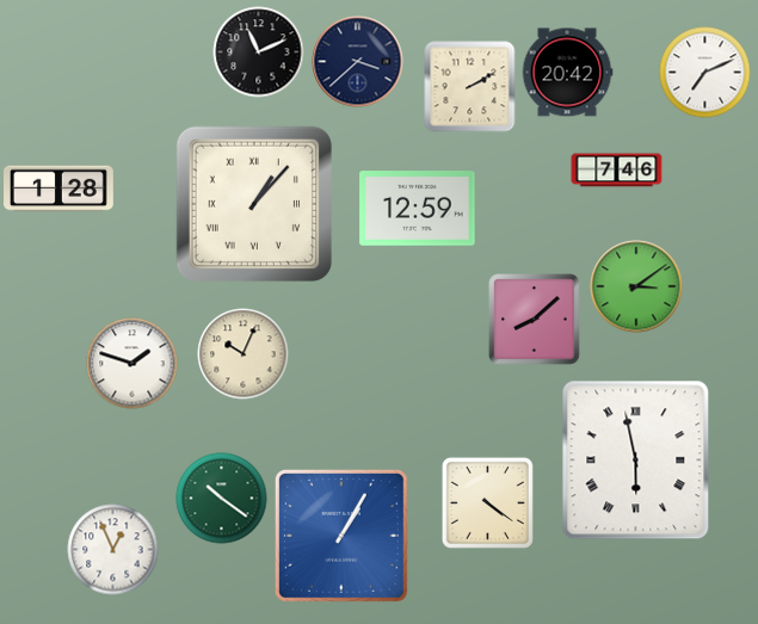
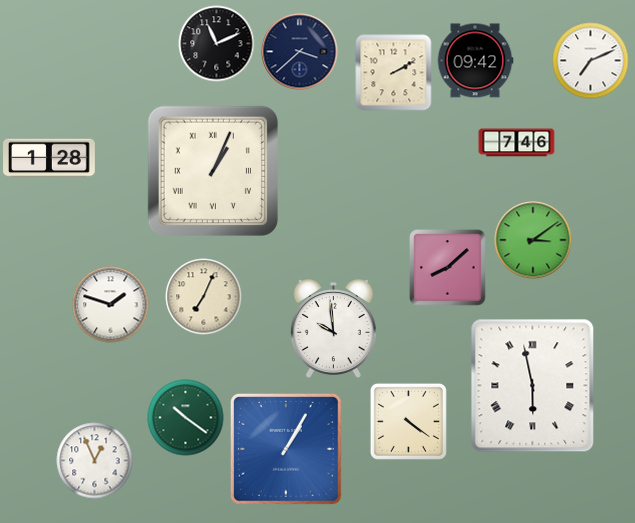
clock at (567, 73): 20:42 -> 09:42
clock at (254, 204): 1:07 -> 1:04
clock at (418, 209): 12:59 -> none
clock at (244, 354): 10:04 -> 7:04
clock at (333, 329): none -> 9:59
